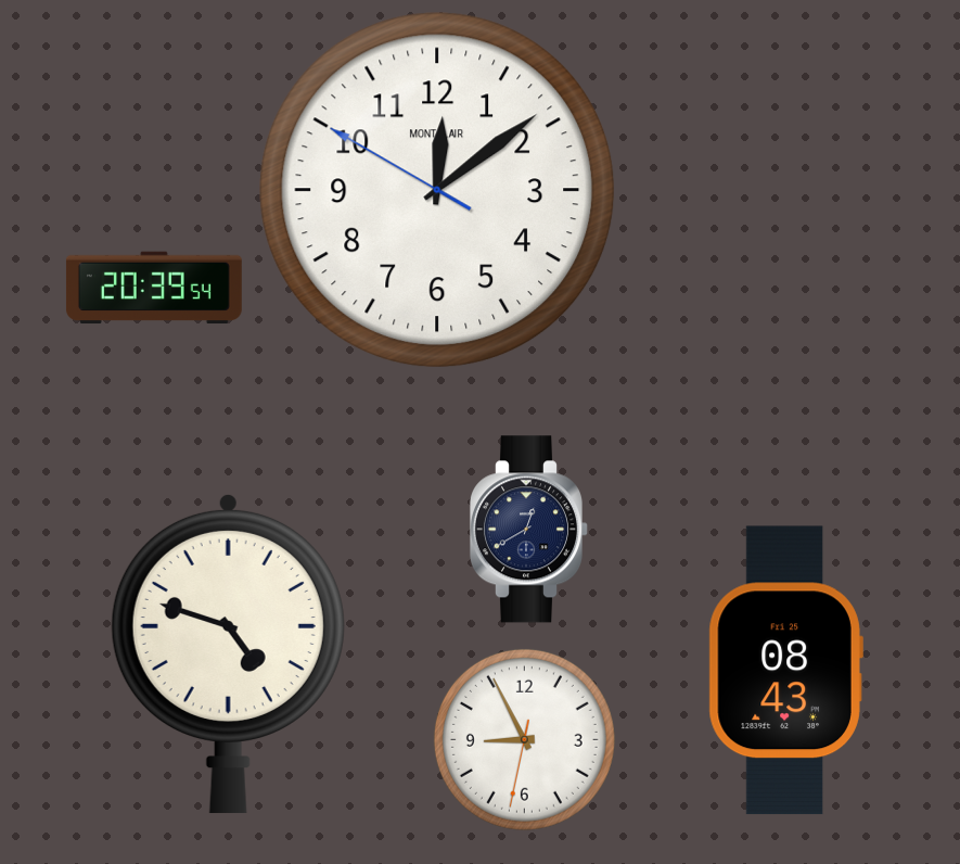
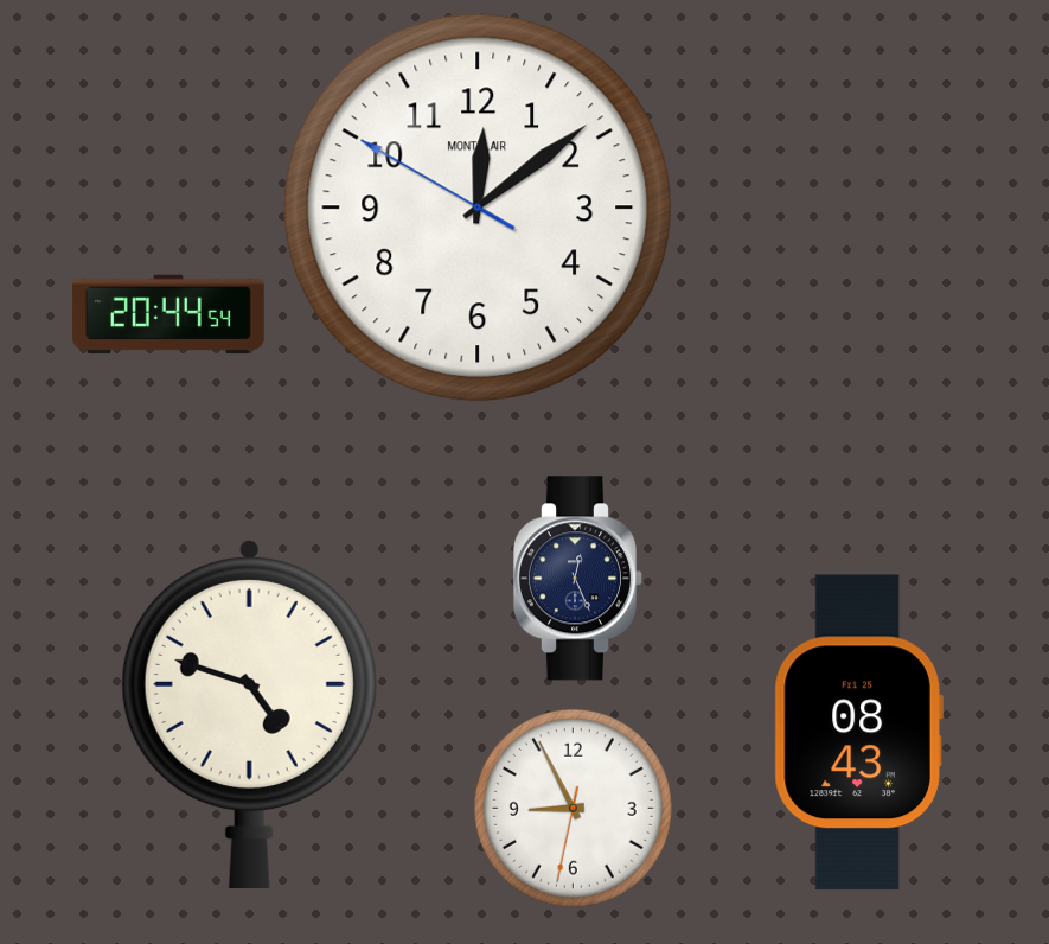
clock at (154, 288): 20:39 -> 20:44
clock at (528, 530): 12:40 -> 12:26
